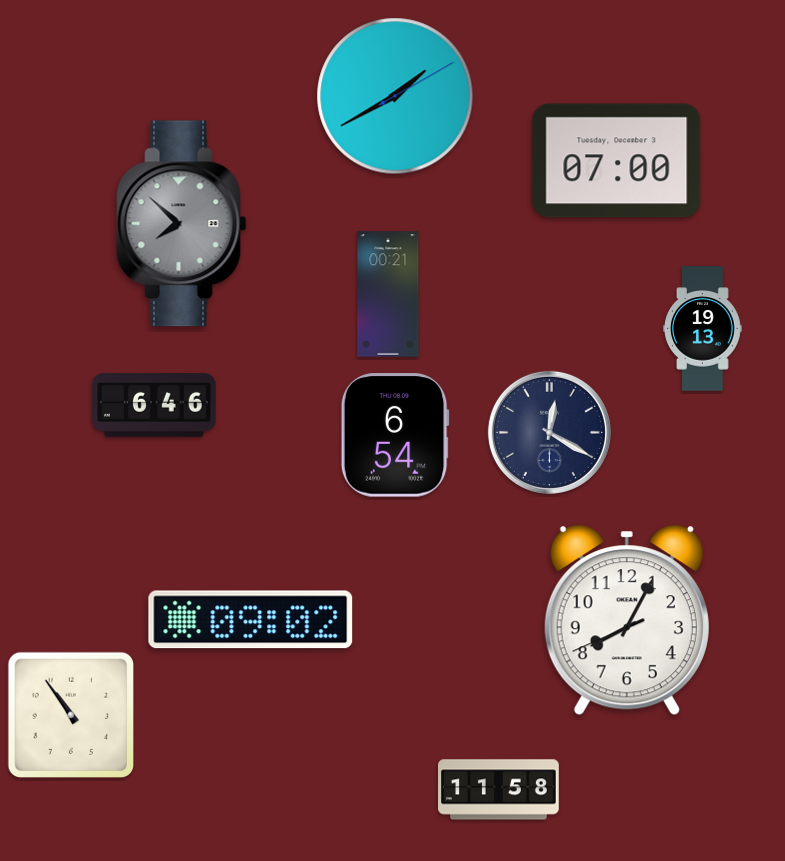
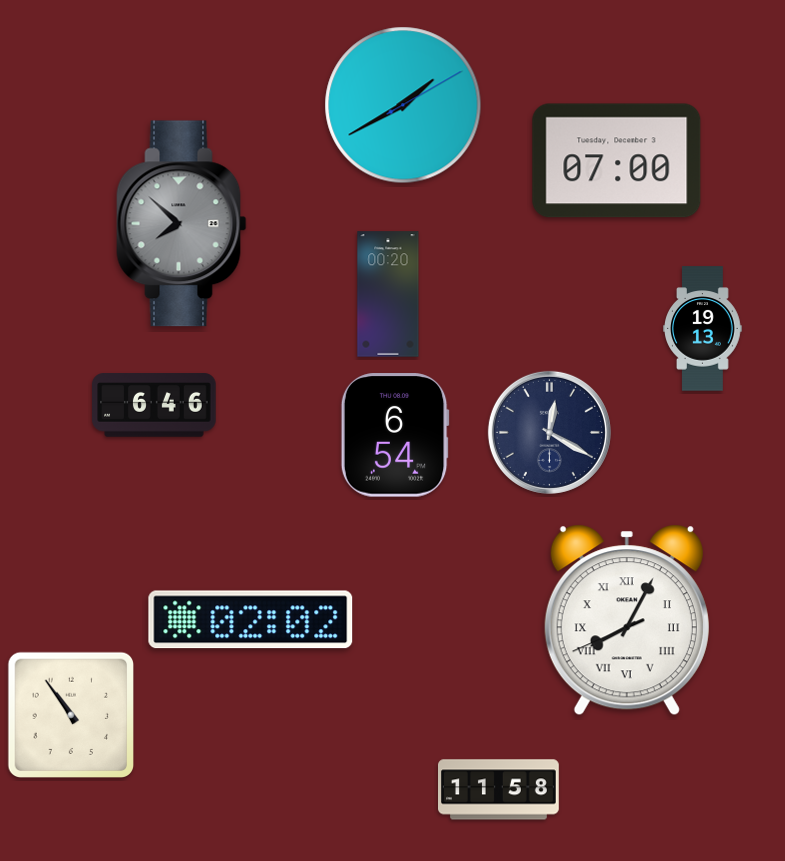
clock at (395, 96) position: (395, 96) -> (403, 105)
clock at (388, 294): 00:21 -> 00:20
clock at (251, 620): 09:02 -> 02:02
clock at (627, 620) numerals: Arabic -> Roman
